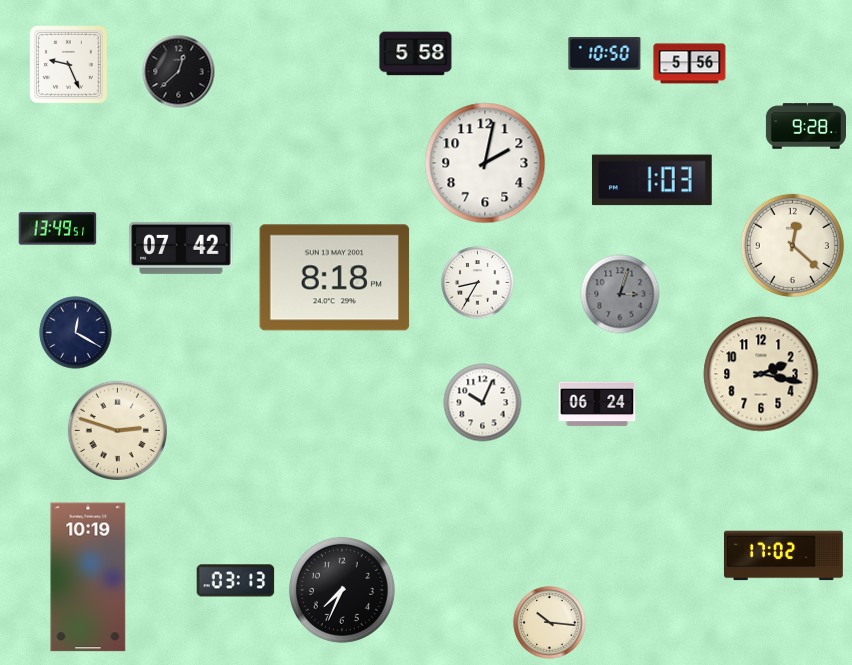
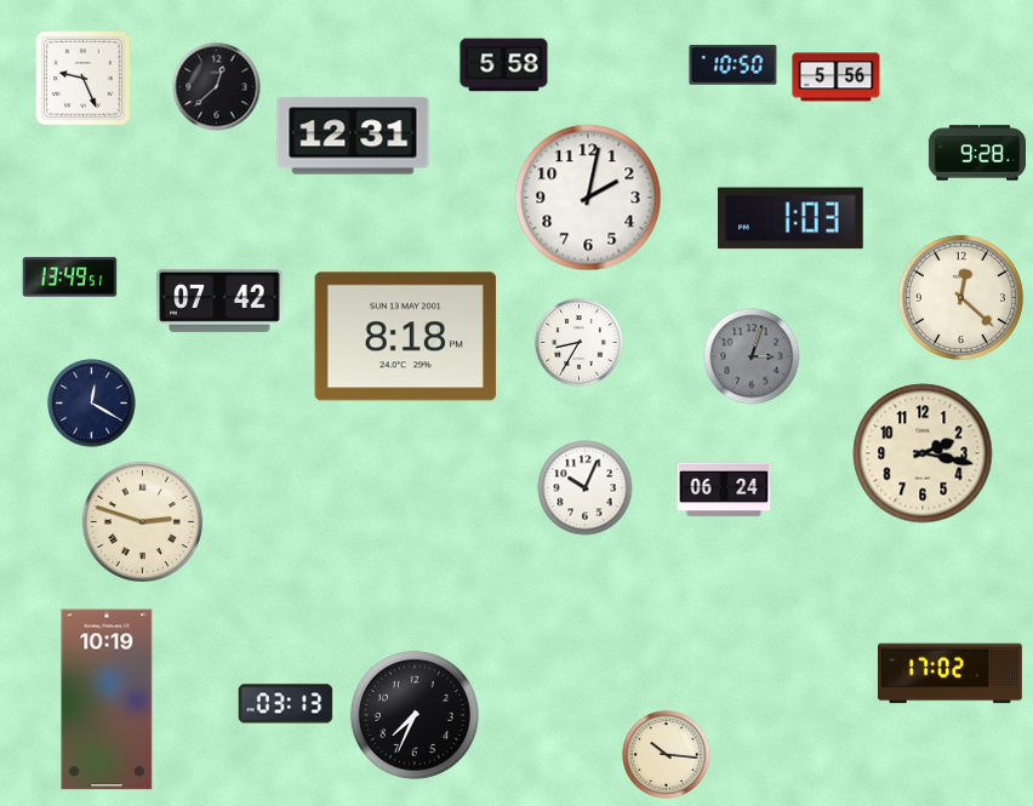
clock at (353, 136): none -> 12:31
